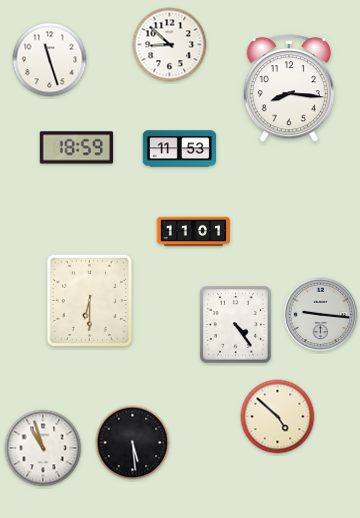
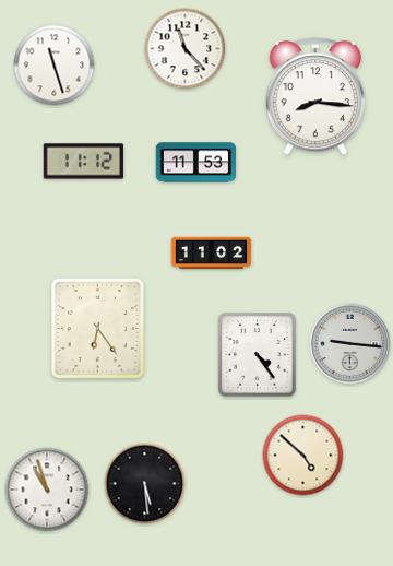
clock at (170, 45): 8:52 -> 11:23
clock at (77, 148): 18:59 -> 11:12
clock at (194, 232): 11:01 -> 11:02
clock at (89, 300): 6:30 -> 6:24
